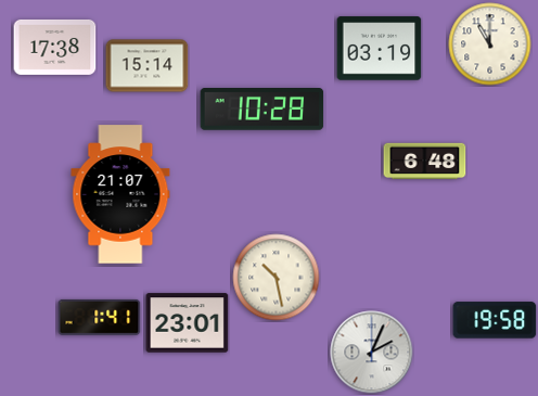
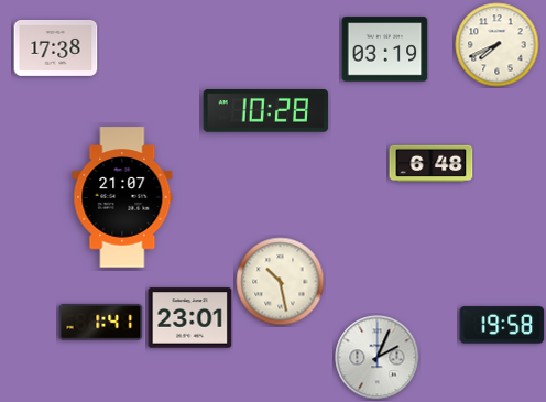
clock at (490, 44): 11:00 -> 7:41
clock at (148, 66): 15:14 -> none
clock at (188, 323) position: (188, 323) -> (190, 318)
